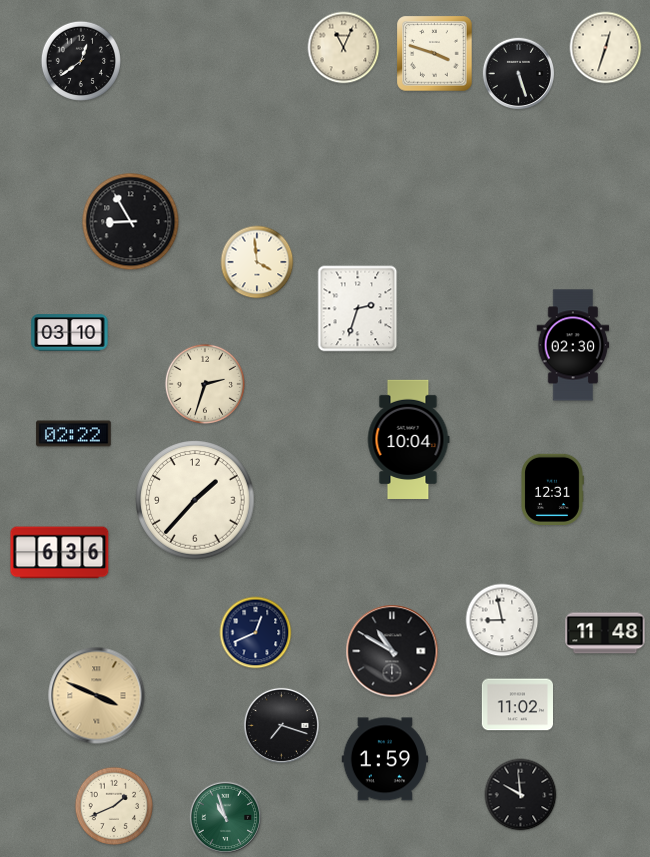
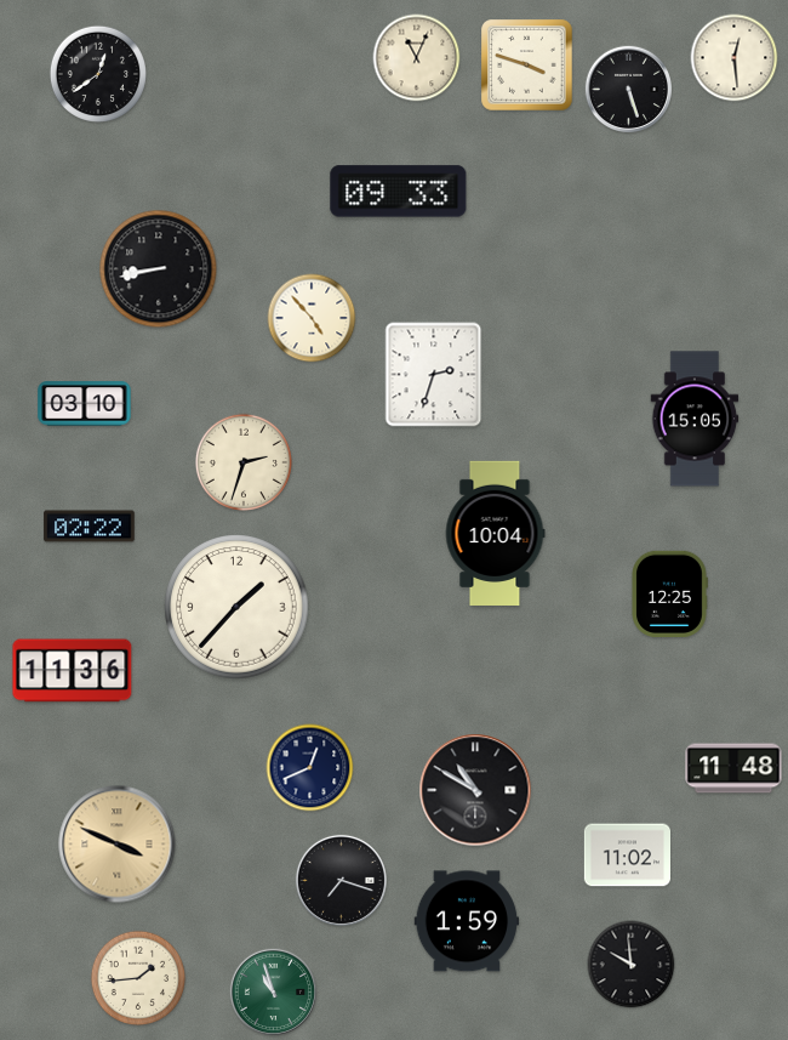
clock at (606, 48): 12:33 -> 12:29
clock at (399, 192): none -> 09:33
clock at (131, 222): 8:55 -> 8:43
clock at (257, 262): 3:59 -> 4:53
clock at (573, 345): 02:30 -> 15:05
clock at (205, 384) position: (205, 384) -> (244, 462)
clock at (553, 489): 12:31 -> 12:25
clock at (60, 553): 6:36 -> 11:36
clock at (502, 620): 8:58 -> none
clock at (114, 806): 1:41 -> 1:44
